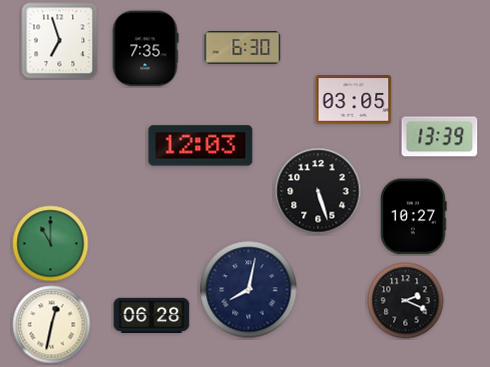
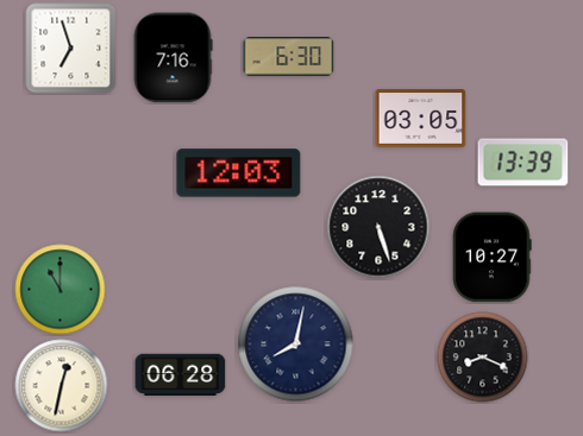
clock at (145, 49): 7:35 -> 7:16
clock at (406, 301): 2:19 -> 8:19
